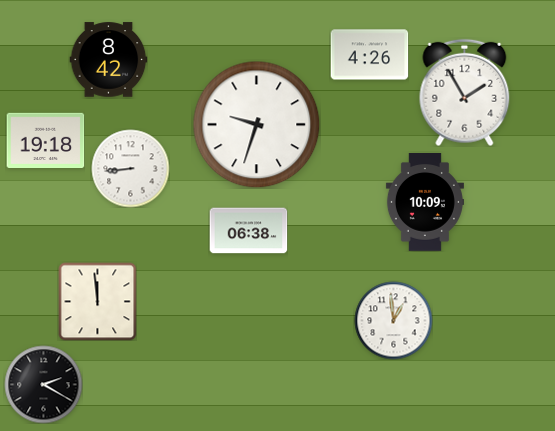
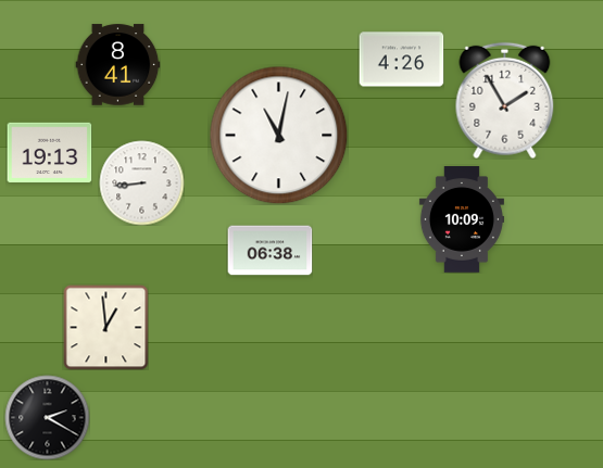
clock at (108, 60): 8:42 -> 8:41
clock at (256, 124): 9:33 -> 11:02
clock at (45, 140): 19:18 -> 19:13
clock at (97, 301): 11:59 -> 12:59
clock at (393, 320): 12:59 -> none
